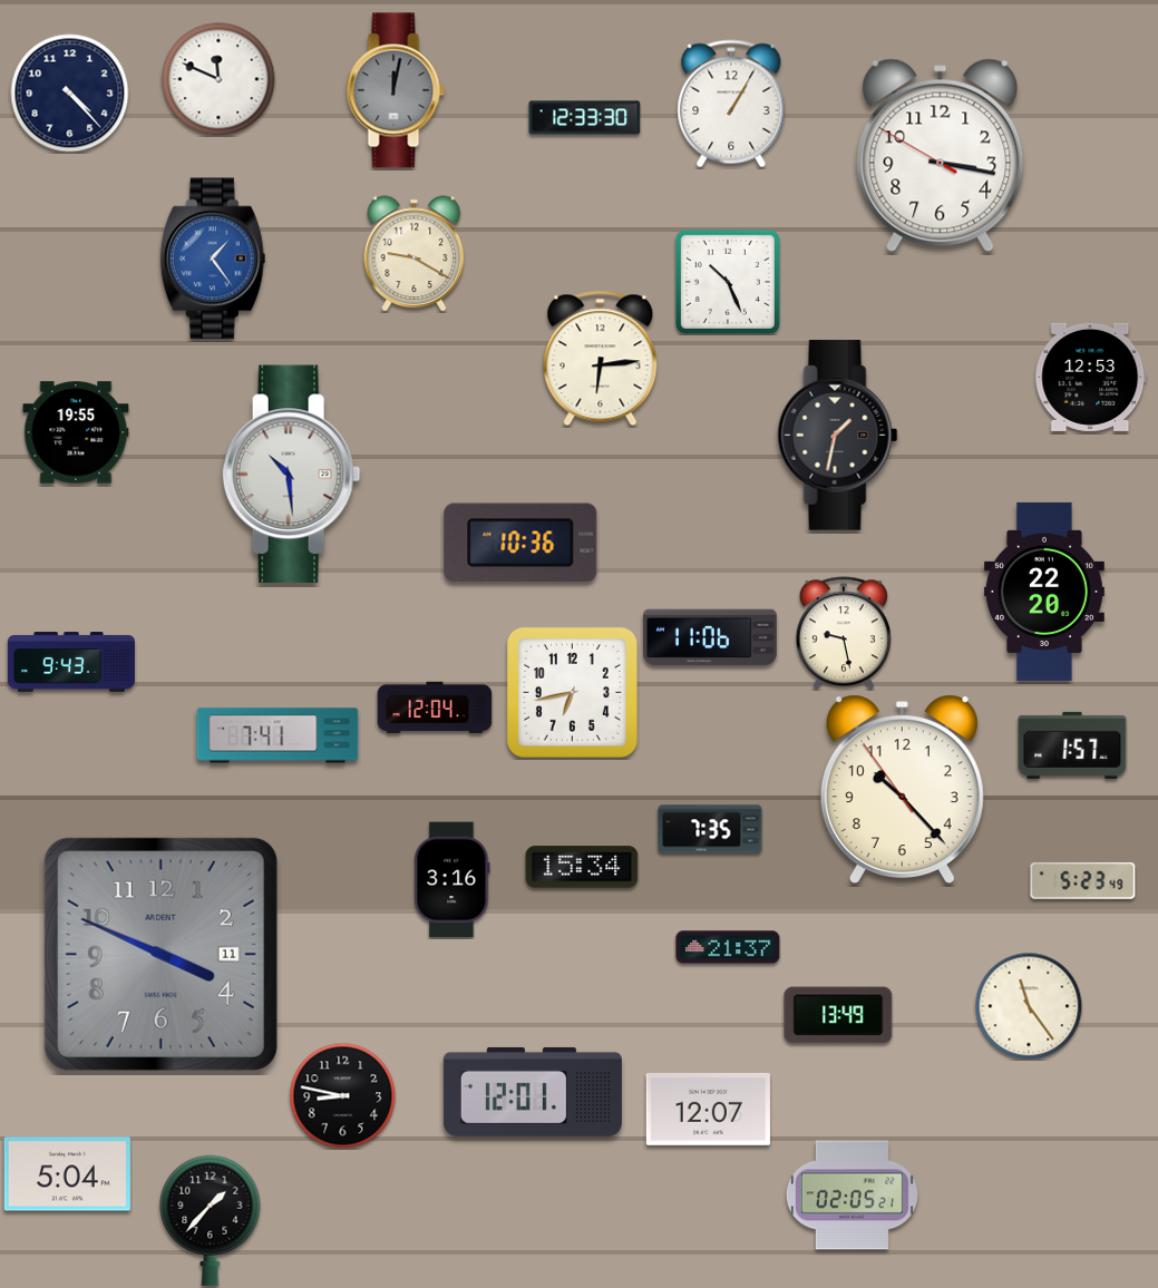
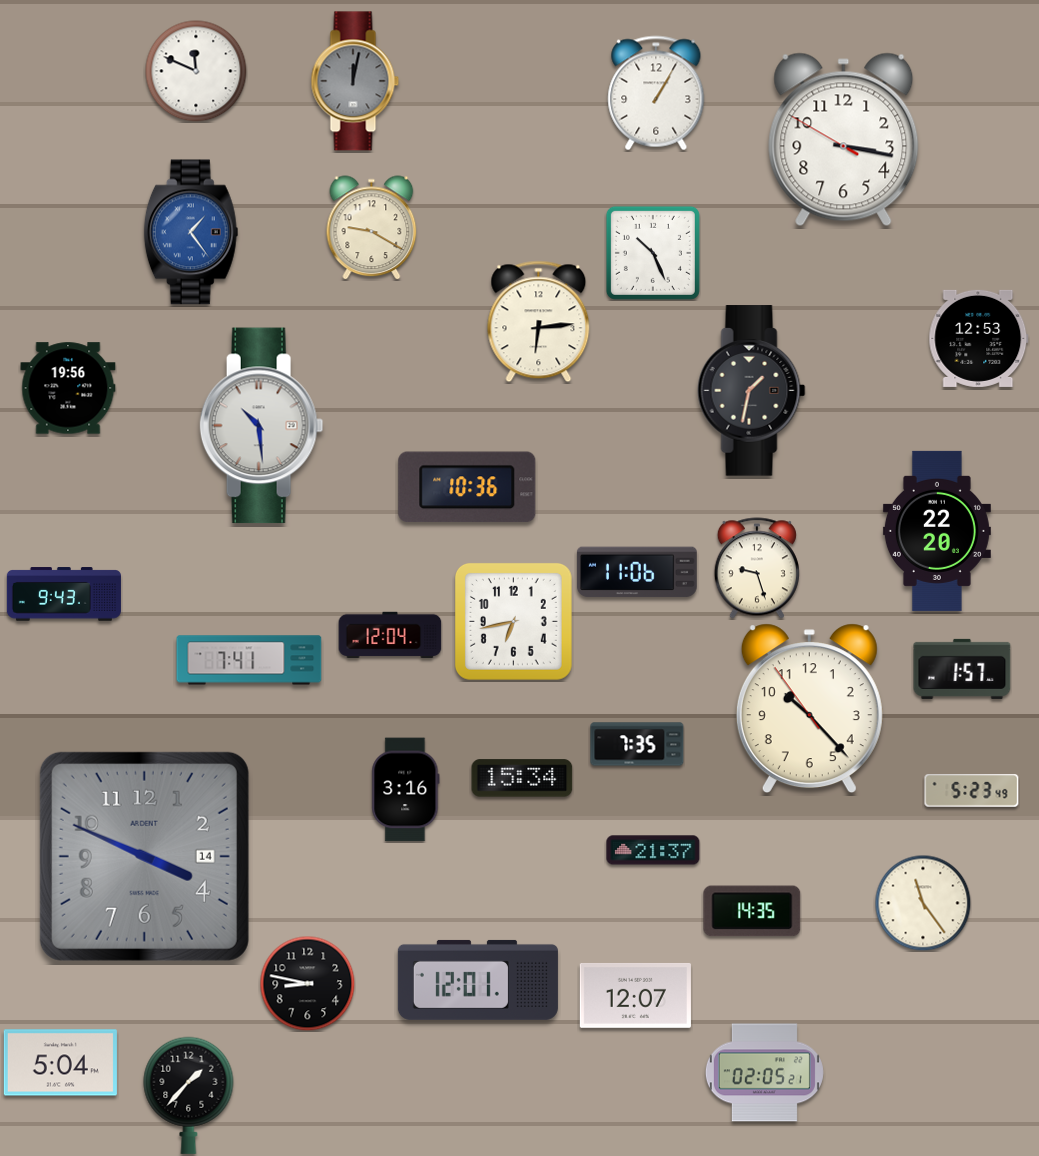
clock at (70, 94): 4:23 -> none
clock at (585, 118): 12:33 -> none
clock at (76, 432): 19:55 -> 19:56
clock at (844, 633): 9:28 -> 9:27
clock at (160, 954) date: 11 -> 14
clock at (838, 1015): 13:49 -> 14:35
clock at (67, 1174) position: (67, 1174) -> (60, 1063)
